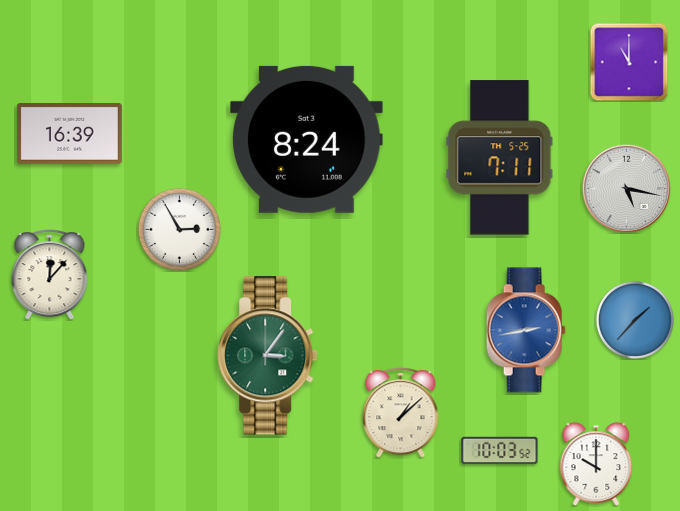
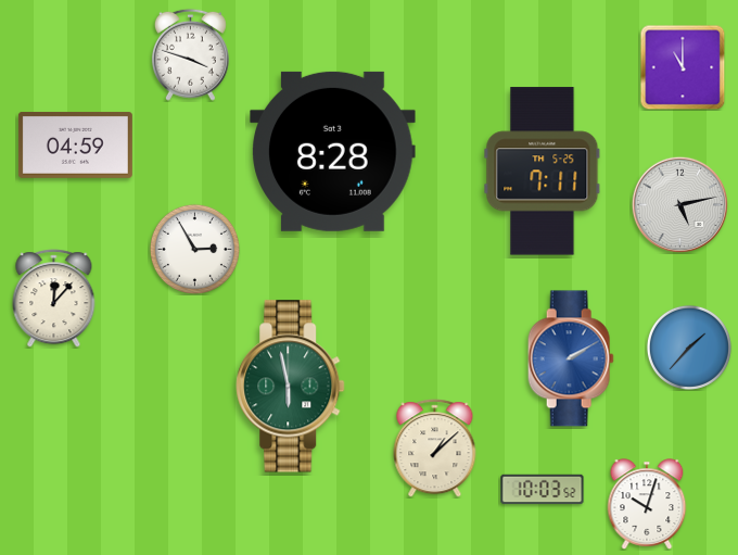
clock at (190, 54): none -> 3:48
clock at (69, 133): 16:39 -> 04:59
clock at (307, 139): 8:24 -> 8:28
clock at (626, 188): 5:17 -> 5:13
clock at (526, 330): 2:43 -> 2:10
clock at (268, 356): 3:06 -> 5:58
clock at (596, 464): 10:00 -> 10:03
